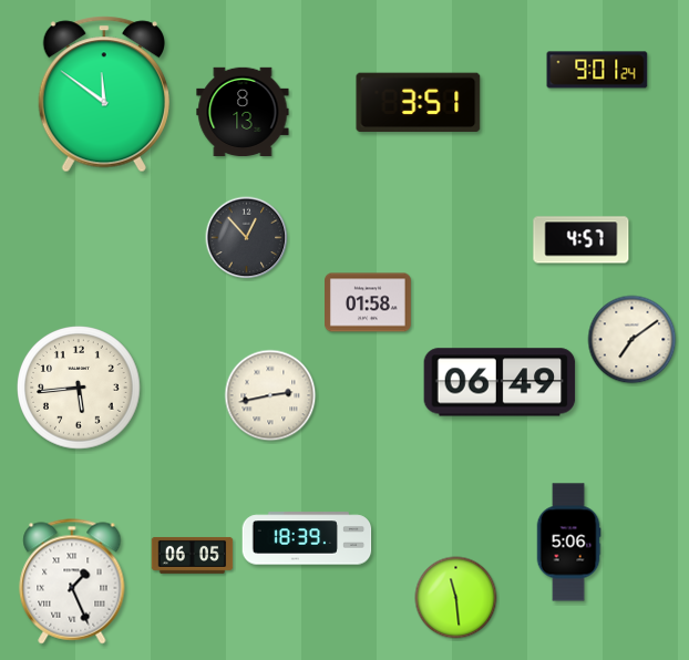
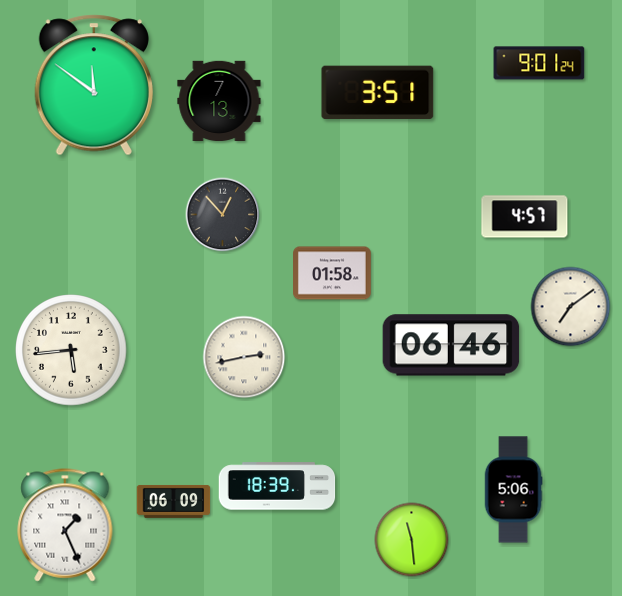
clock at (243, 111): 8:13 -> 7:13
clock at (500, 382): 06:49 -> 06:46
clock at (193, 555): 06:05 -> 06:09
